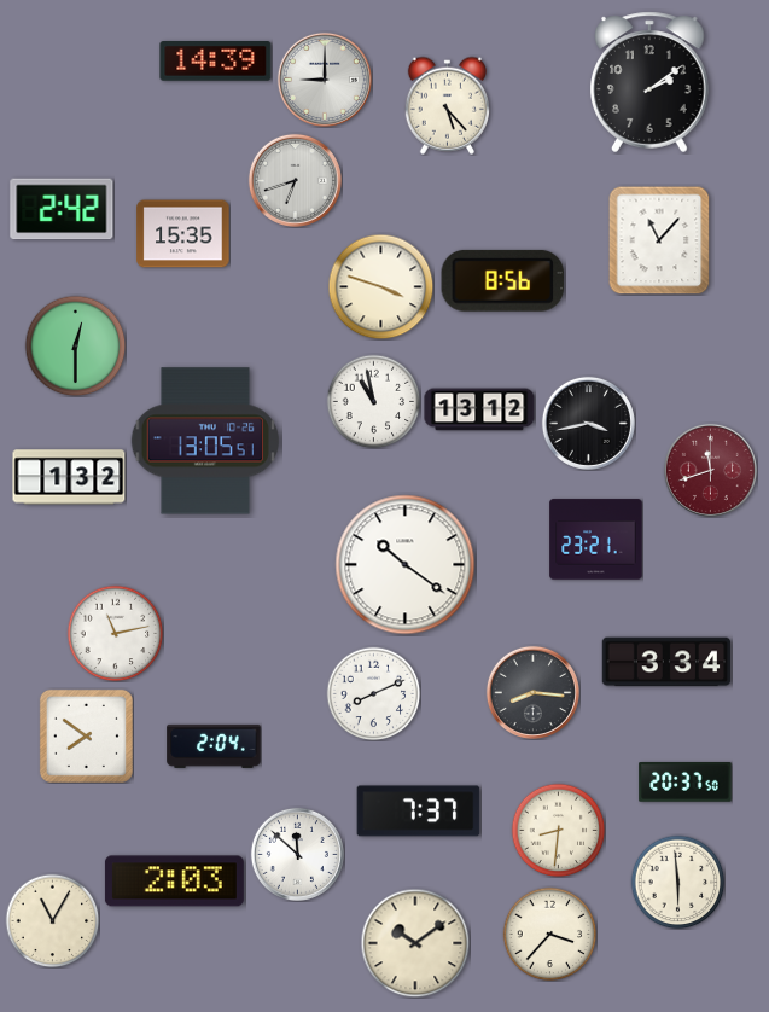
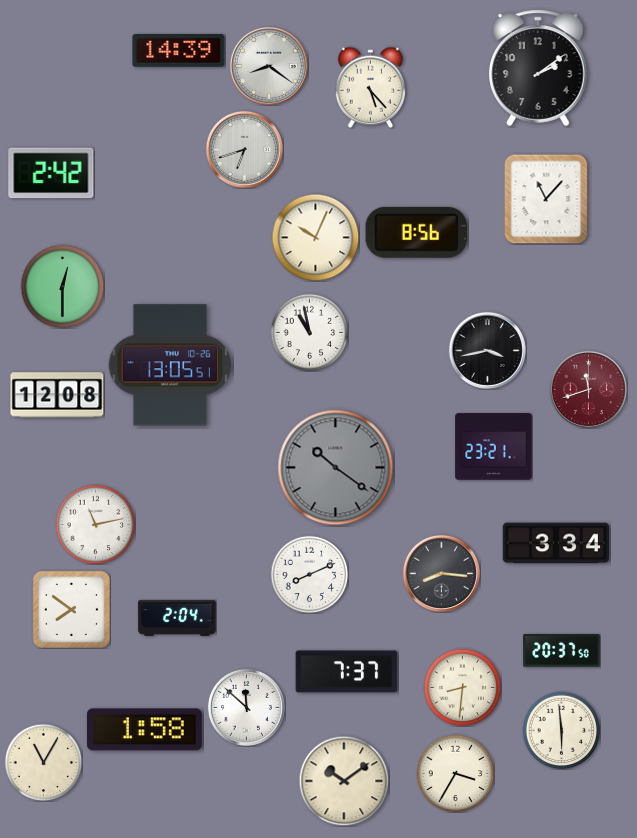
clock at (325, 80): 9:00 -> 8:21
clock at (183, 234): 15:35 -> none
clock at (380, 286): 3:48 -> 10:04
clock at (479, 409): 13:12 -> none
clock at (69, 477): 1:32 -> 12:08
clock at (406, 565) dial: white -> grey
clock at (666, 662) position: (666, 662) -> (556, 543)
clock at (686, 783) position: (686, 783) -> (562, 651)
clock at (174, 882): 2:03 -> 1:58
clock at (549, 934): 3:37 -> 3:35
